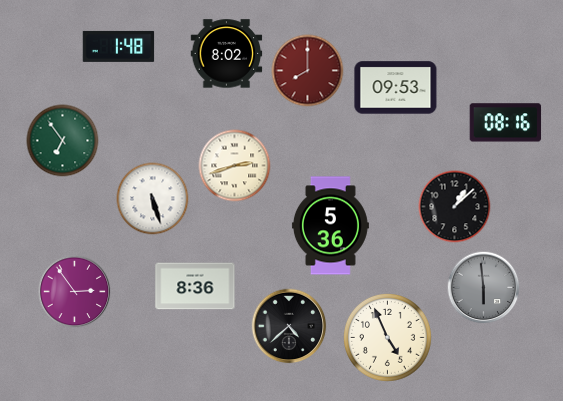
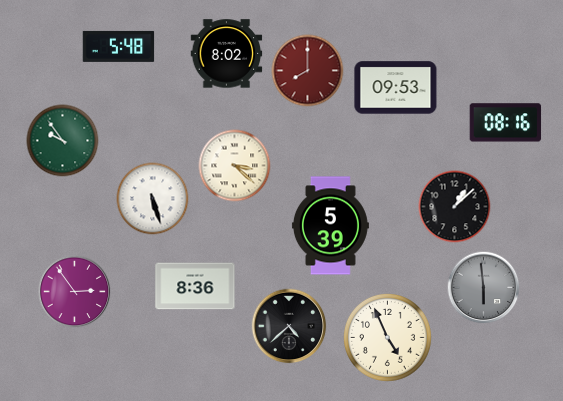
clock at (119, 46): 1:48 -> 5:48
clock at (63, 141): 6:54 -> 9:54
clock at (235, 166): 2:42 -> 3:22
clock at (330, 226): 5:36 -> 5:39
